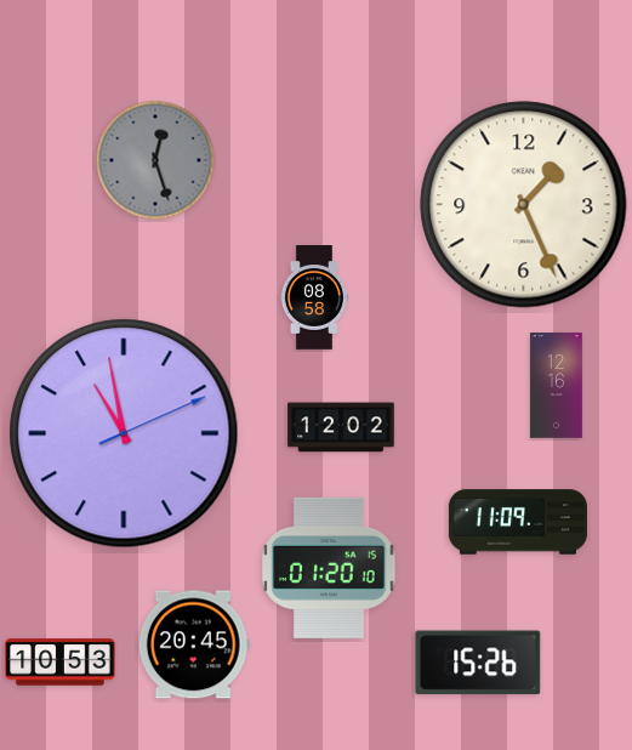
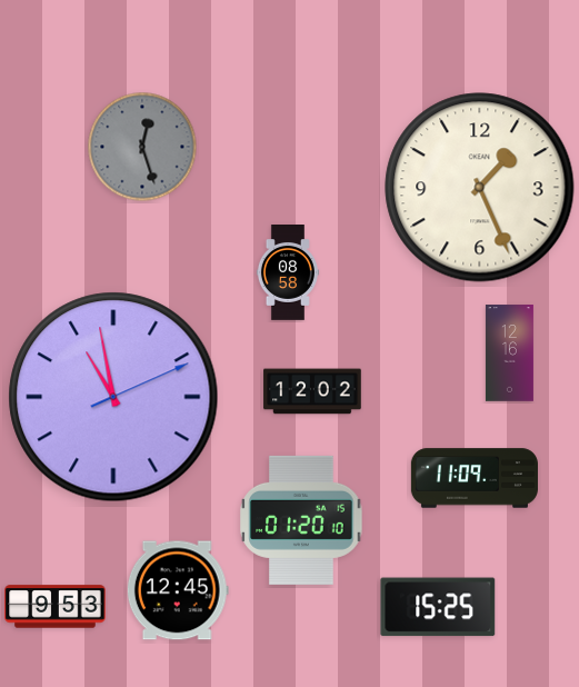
clock at (194, 644): 20:45 -> 12:45
clock at (61, 663): 10:53 -> 9:53
clock at (478, 663): 15:26 -> 15:25
